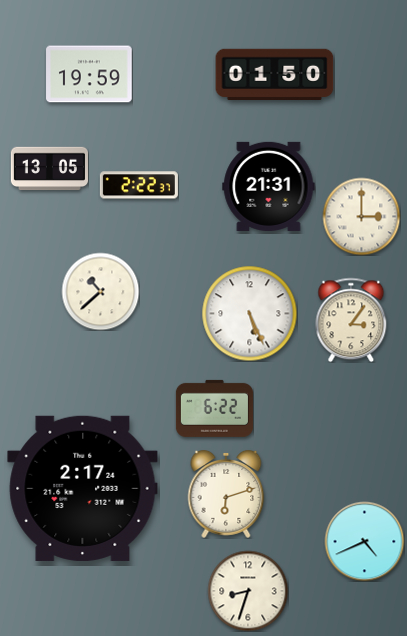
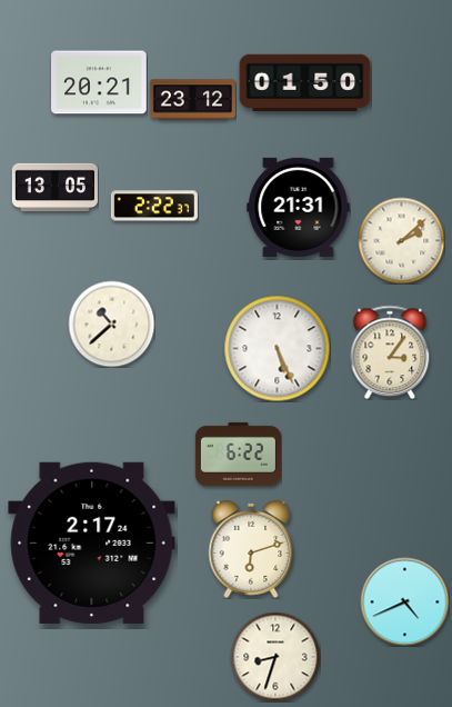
clock at (89, 74): 19:59 -> 20:21
clock at (192, 100): none -> 23:12
clock at (361, 216): 3:00 -> 2:08
clock at (351, 320) position: (351, 320) -> (390, 352)
